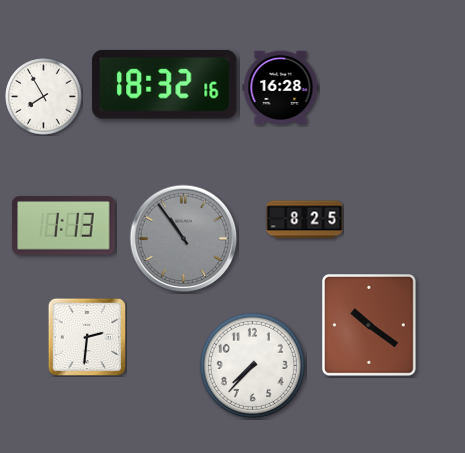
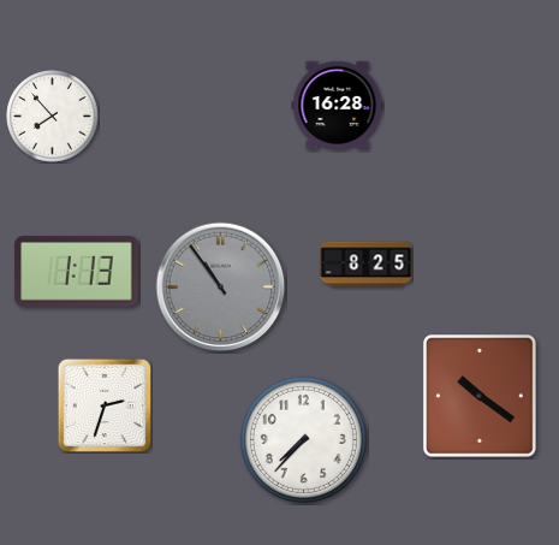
clock at (165, 84): 18:32 -> none
clock at (44, 97): 7:55 -> 7:53
clock at (369, 326) position: (369, 326) -> (480, 397)
clock at (86, 336): 2:31 -> 2:33
